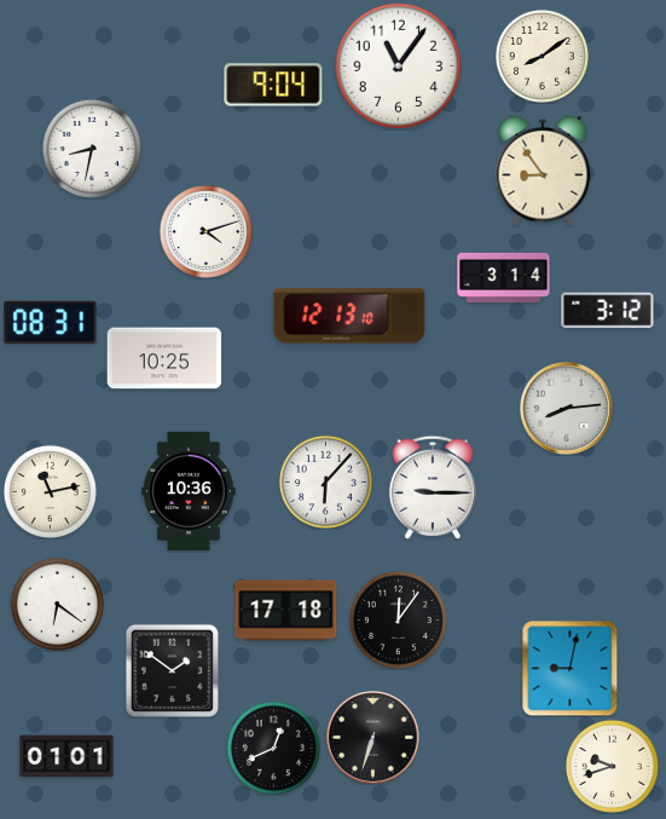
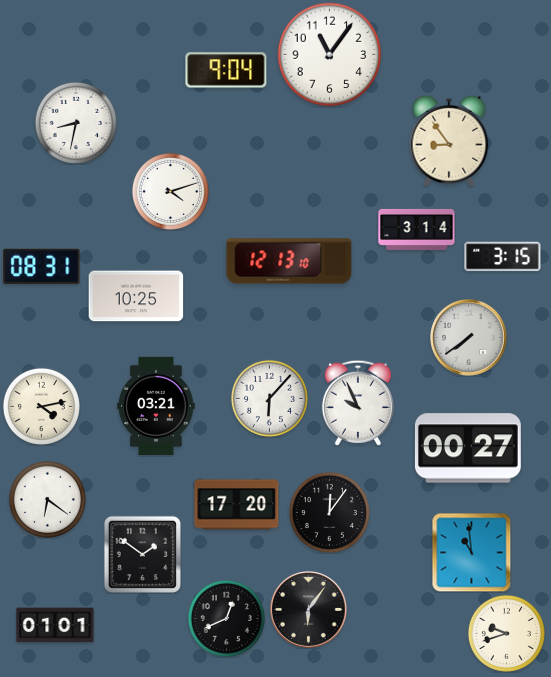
clock at (542, 56): 8:09 -> none
clock at (608, 311): 3:12 -> 3:15
clock at (567, 409): 8:14 -> 7:39
clock at (433, 488): 9:15 -> 9:56
clock at (189, 490): 10:36 -> 03:21
clock at (50, 491): 11:13 -> 4:13
clock at (468, 448): none -> 00:27
clock at (286, 611): 17:18 -> 17:20
clock at (569, 668): 9:02 -> 10:59
clock at (373, 738): 6:33 -> 6:06
